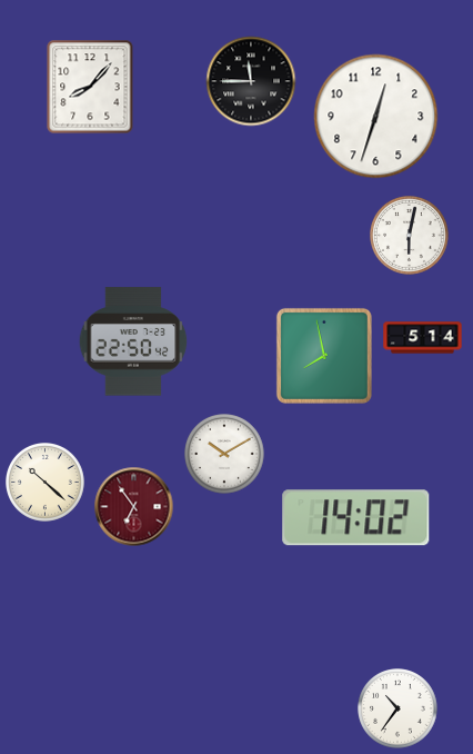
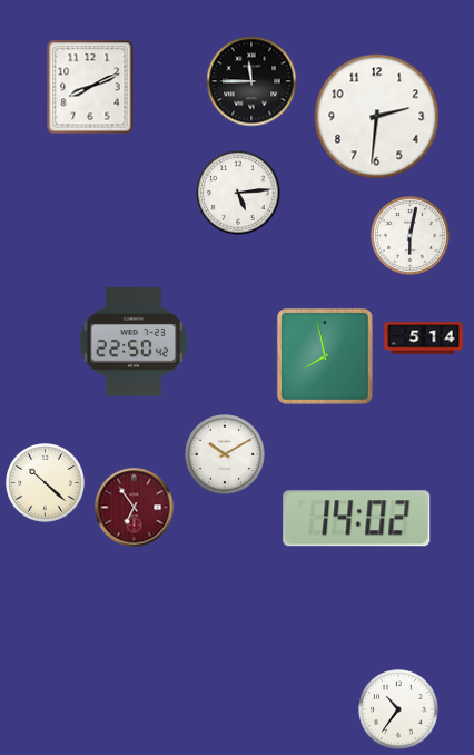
clock at (90, 87): 8:07 -> 8:11
clock at (376, 117): 12:33 -> 2:31
clock at (238, 193): none -> 5:14
